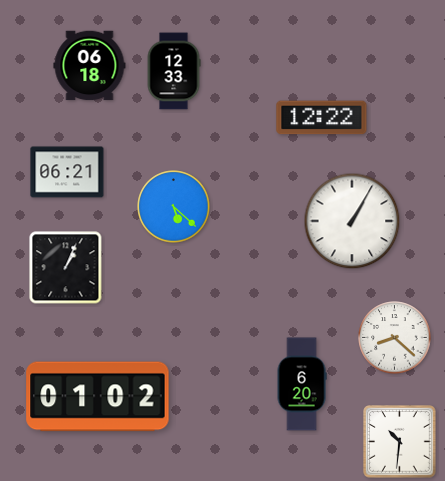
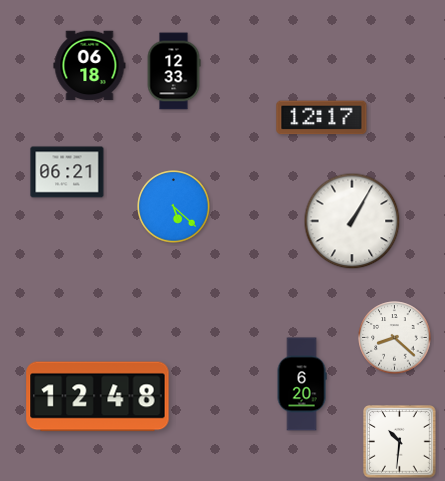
clock at (322, 118): 12:22 -> 12:17
clock at (66, 268): 1:04 -> none
clock at (98, 397): 01:02 -> 12:48
